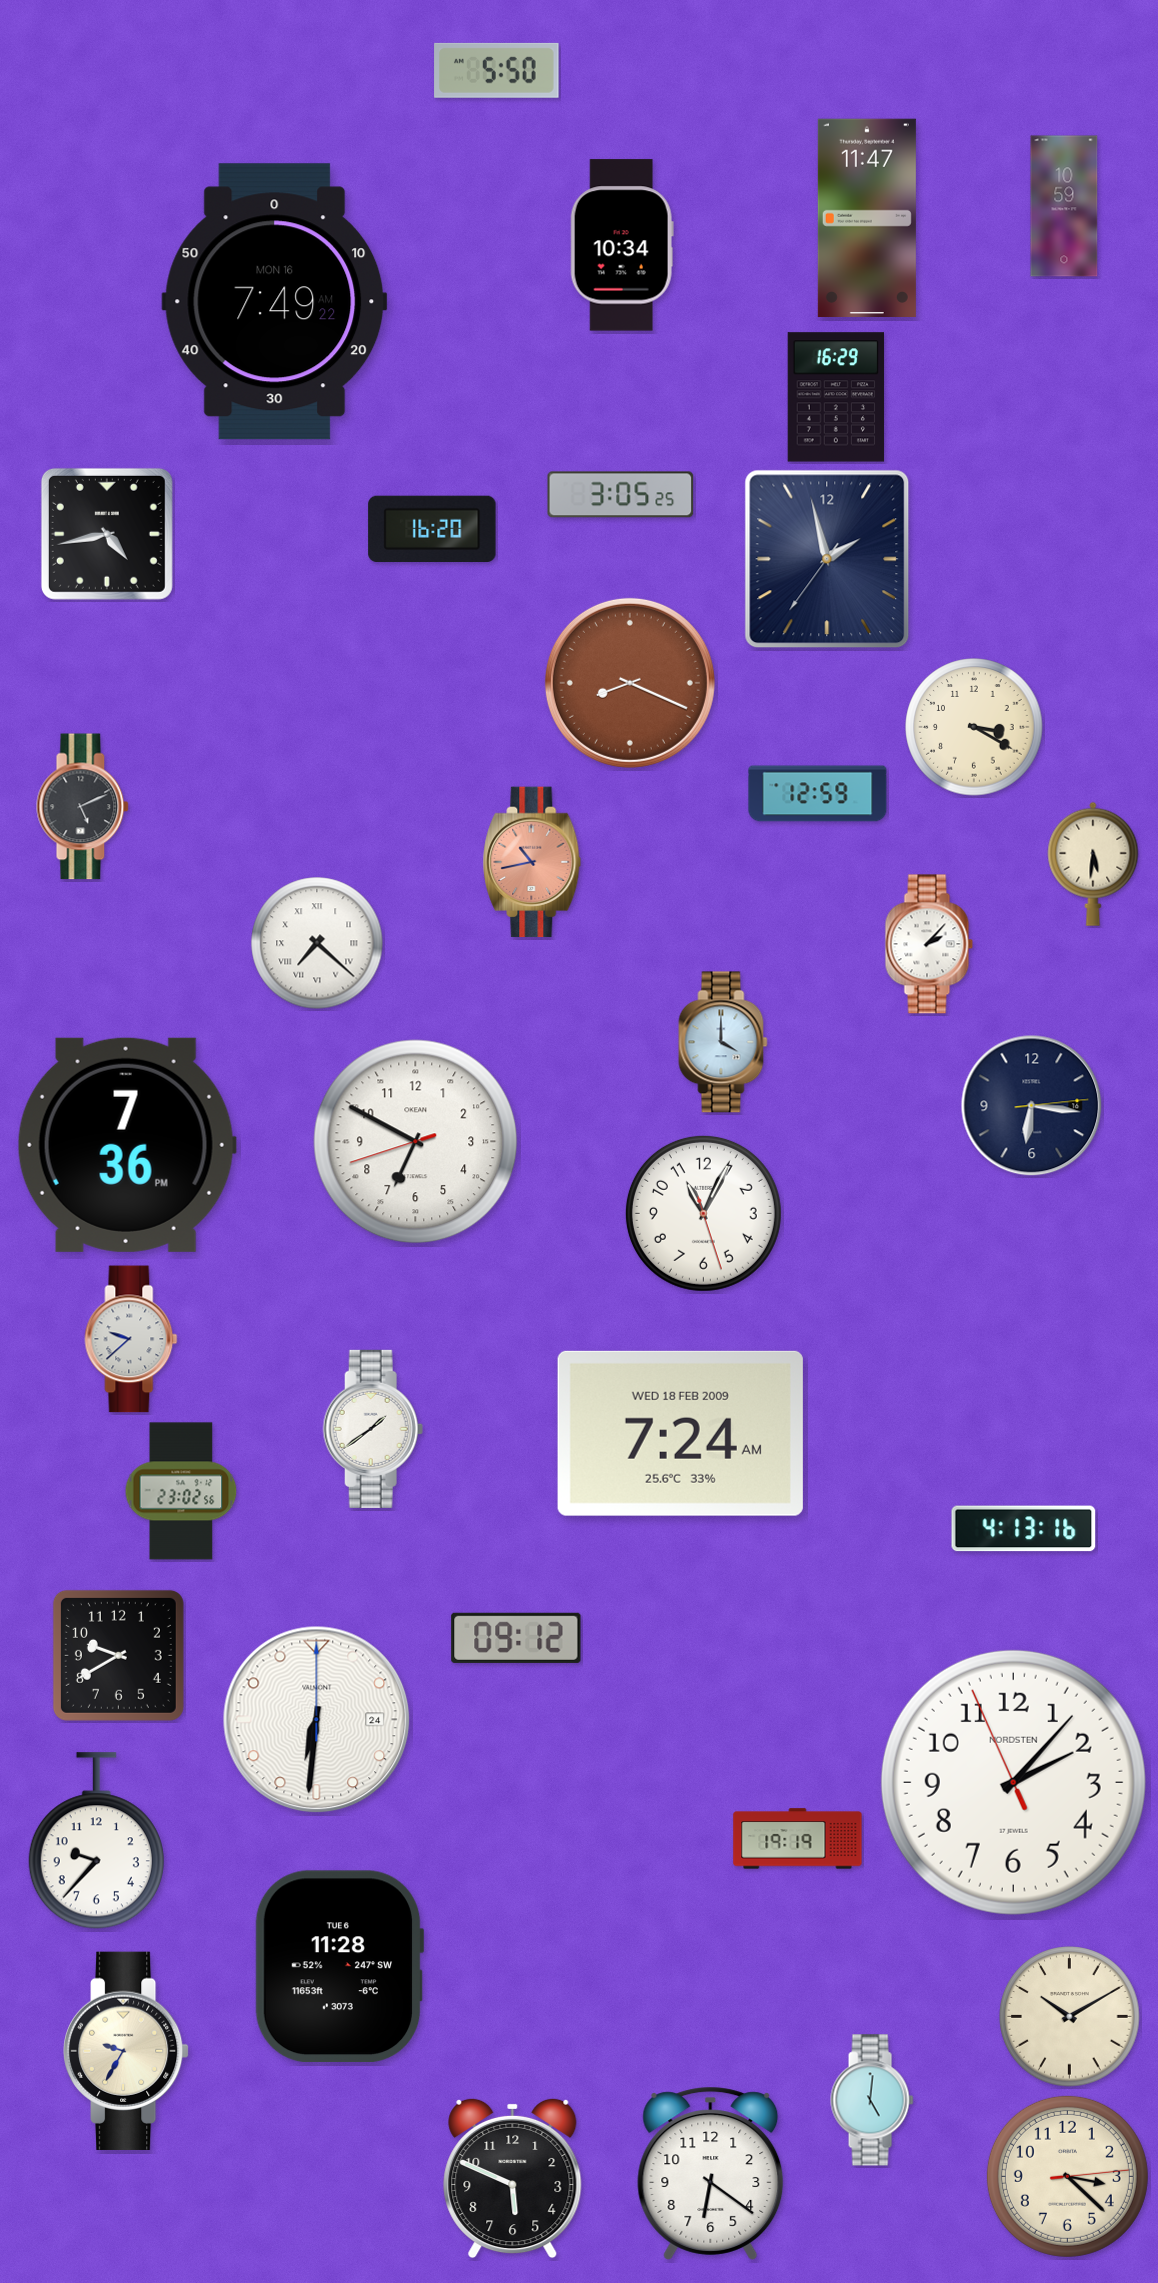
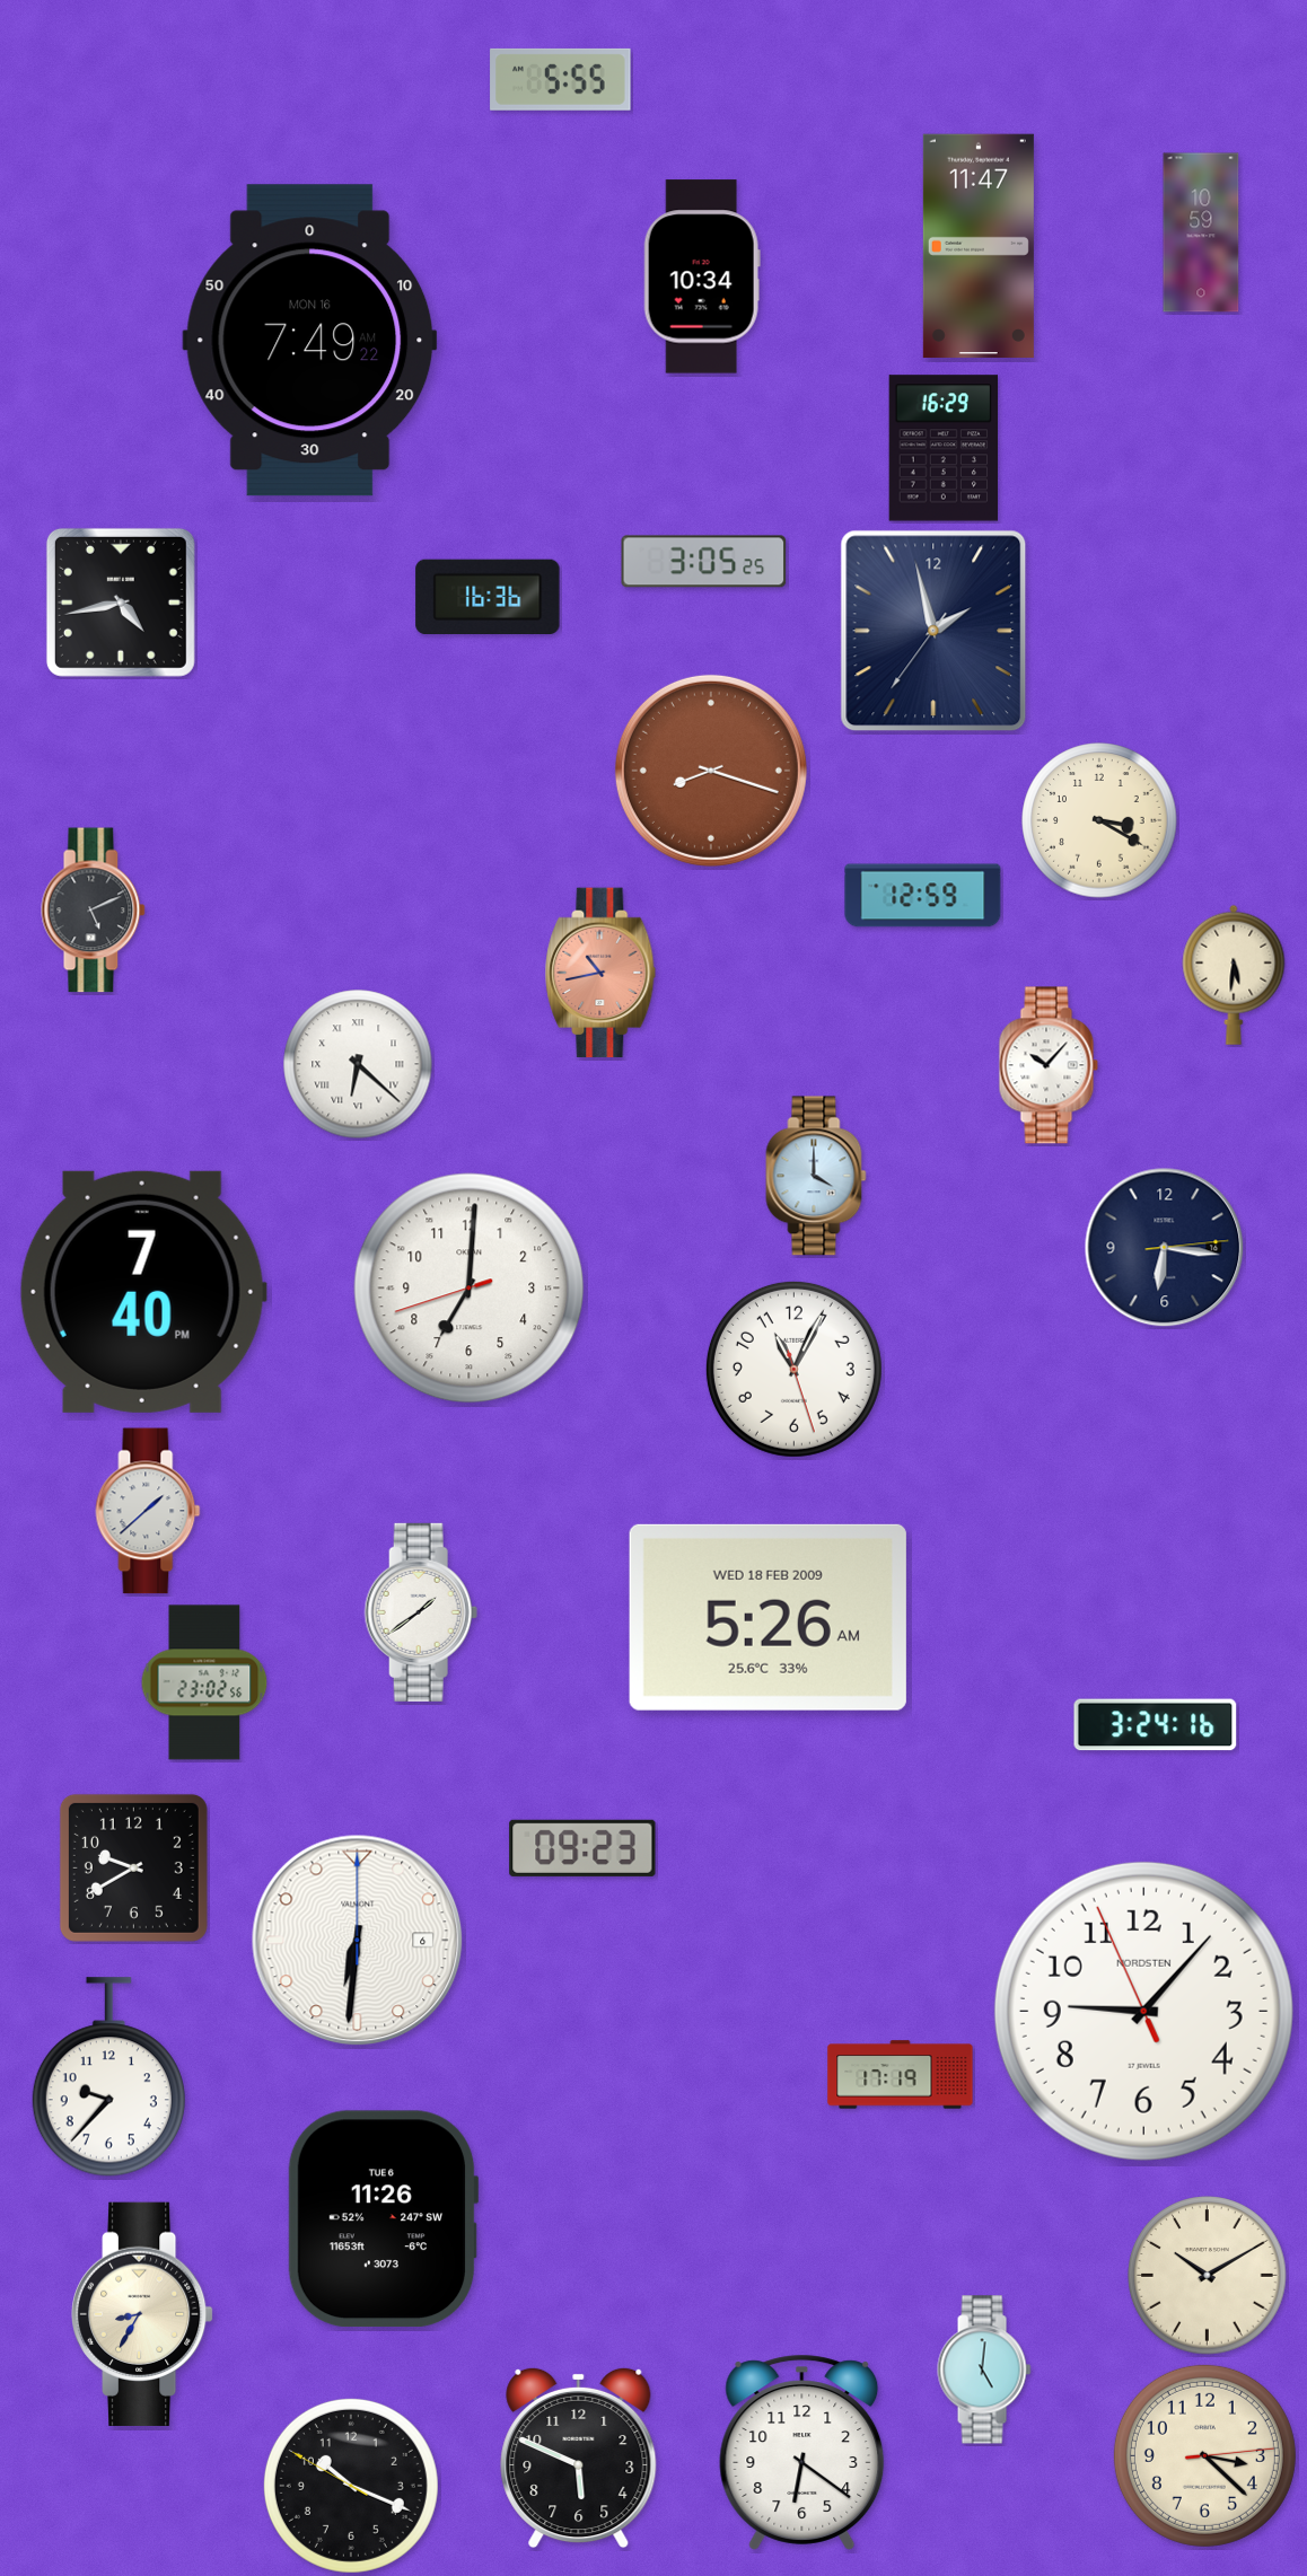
clock at (497, 70): 5:50 -> 5:55
clock at (621, 495) position: (621, 495) -> (704, 562)
clock at (432, 528): 16:20 -> 16:36
clock at (630, 683): 8:19 -> 8:18
clock at (317, 943): 7:22 -> 6:22
clock at (929, 944): 2:07 -> 10:07
clock at (416, 1142): 6:49 -> 7:00
clock at (127, 1145): 7:36 -> 7:40
clock at (131, 1339): 9:38 -> 1:38
clock at (680, 1433): 7:24 -> 5:26
clock at (1024, 1529): 4:13 -> 3:24
clock at (516, 1638): 09:12 -> 09:23
clock at (317, 1720) date: 24 -> 6
clock at (1013, 1782): 2:06 -> 9:06
clock at (798, 1839): 19:19 -> 17:19
clock at (339, 1967): 11:28 -> 11:26
clock at (127, 2051): 9:35 -> 8:35
clock at (351, 2486): none -> 10:18
